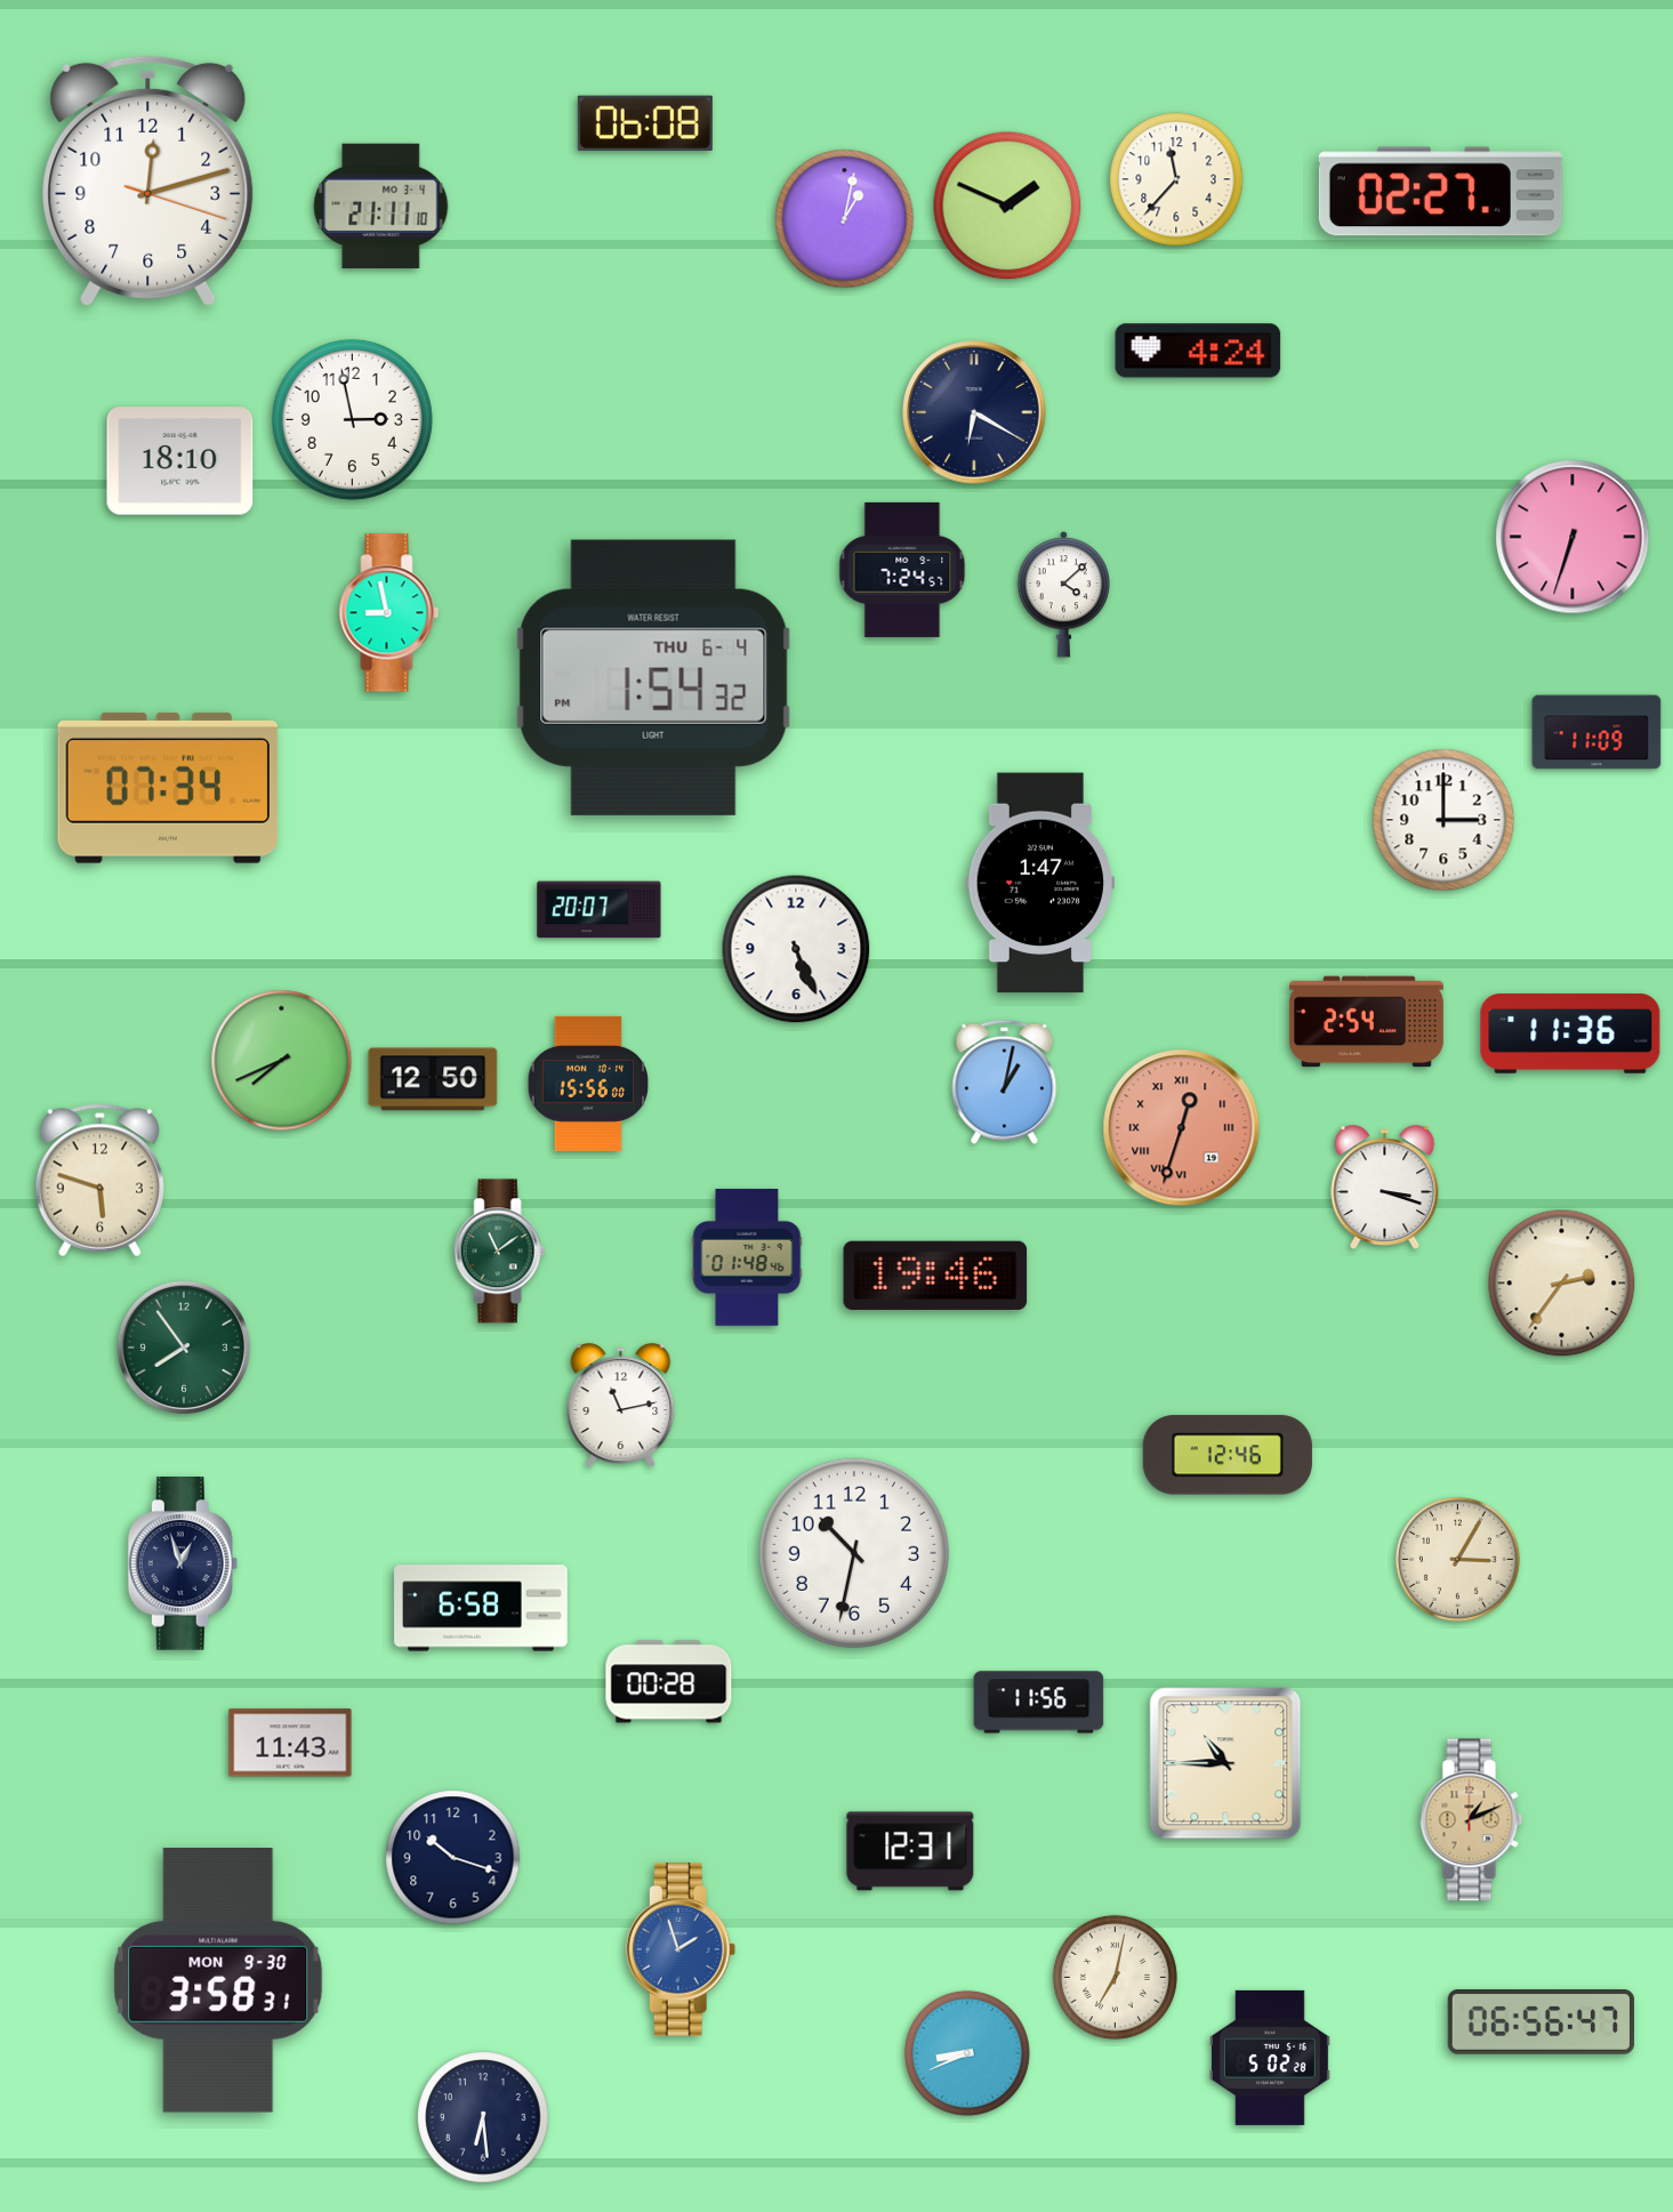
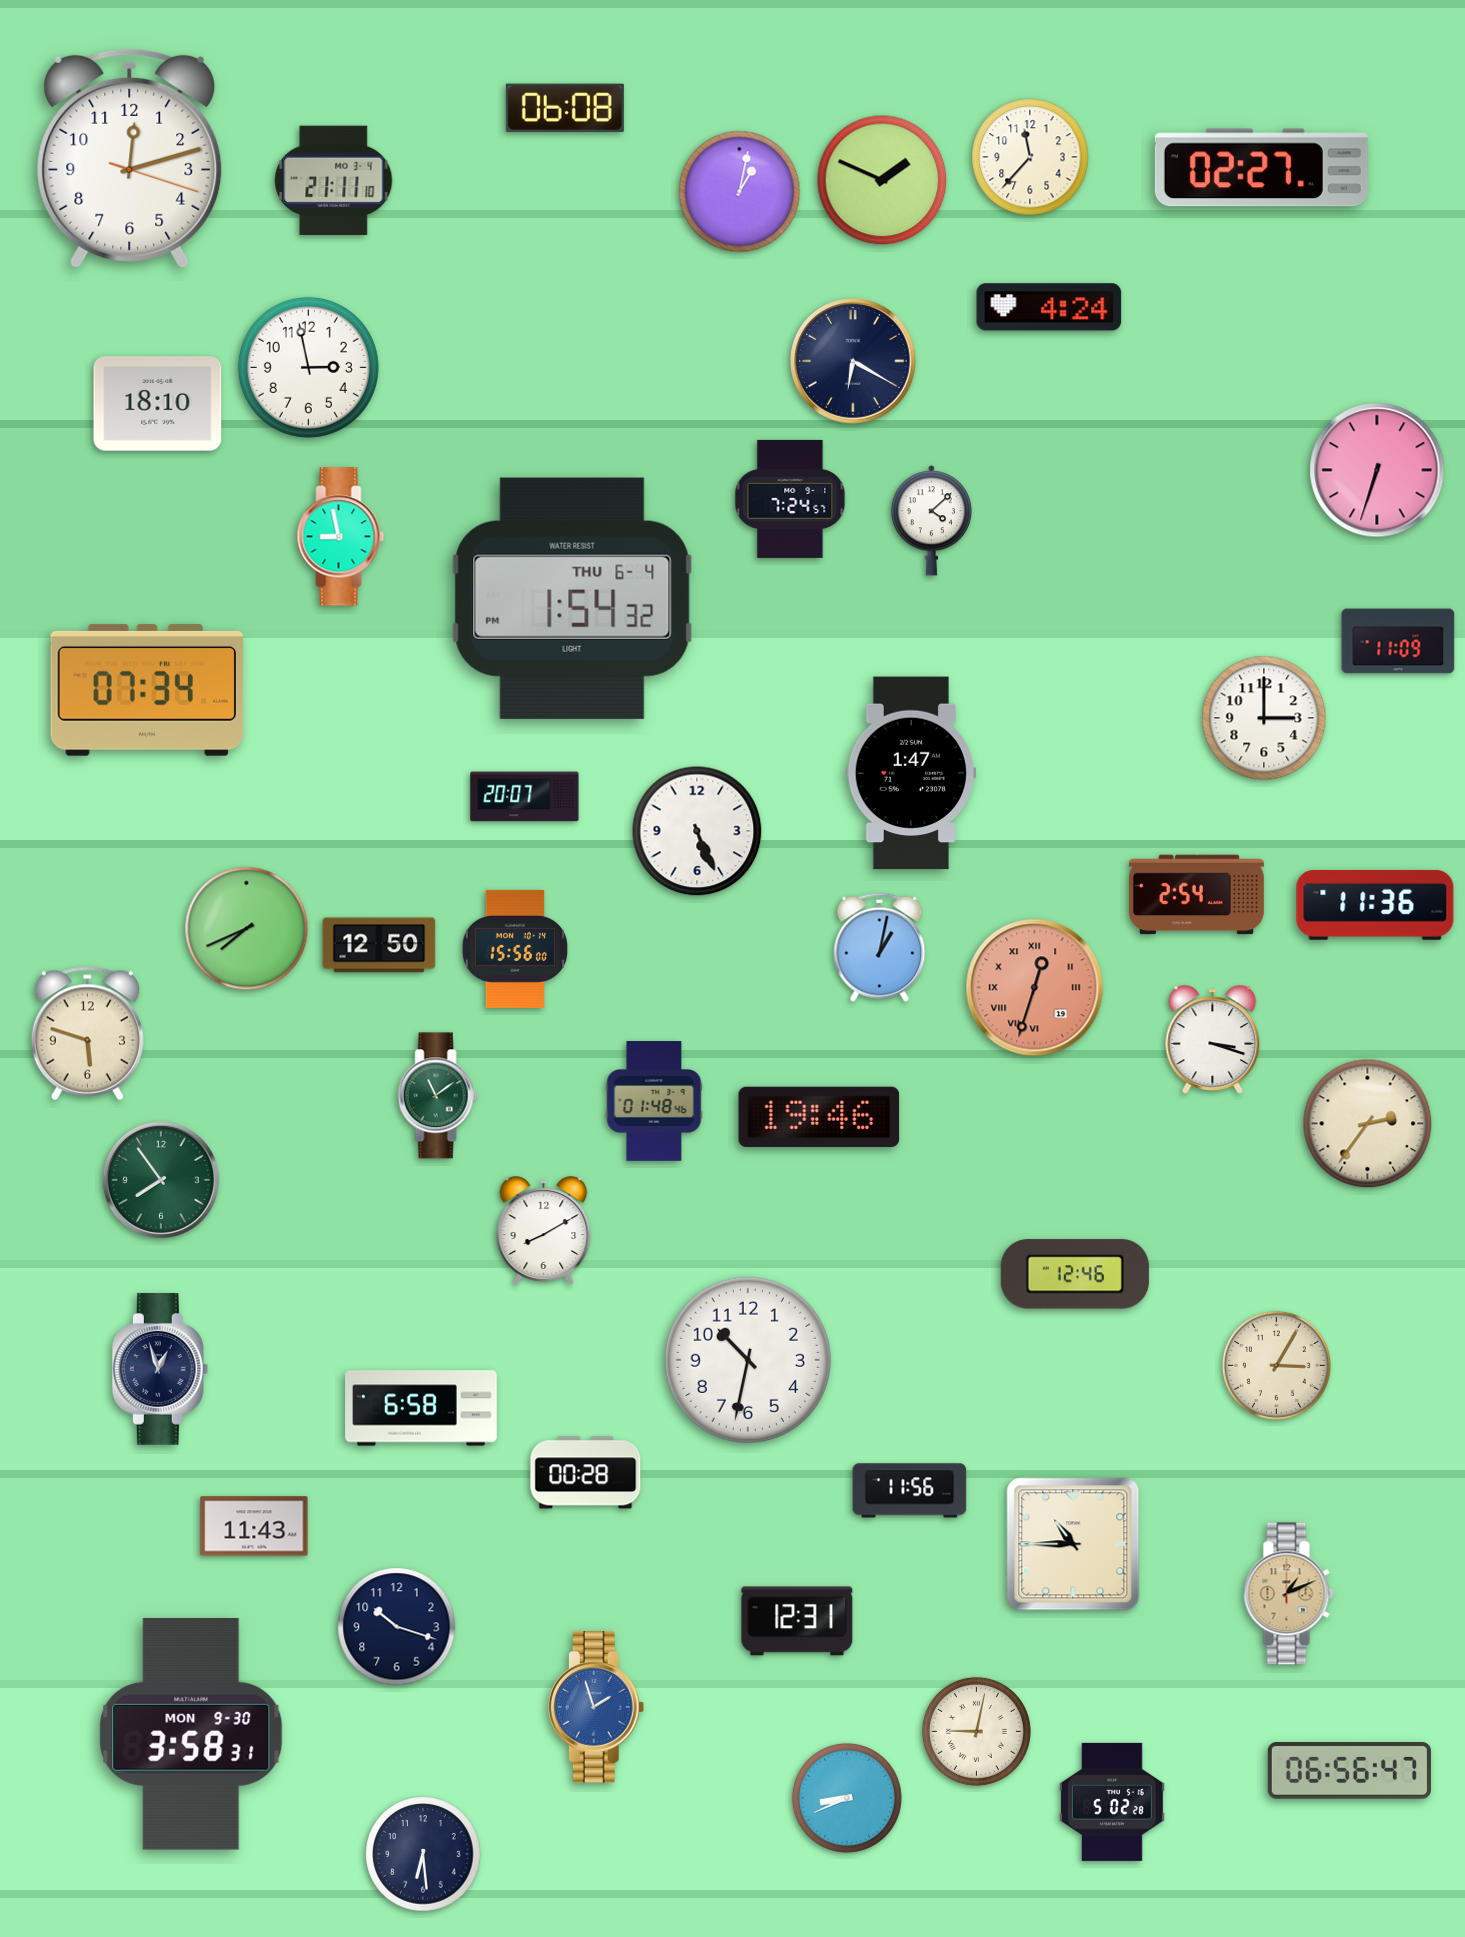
clock at (654, 677) position: (654, 677) -> (573, 598)
clock at (621, 1406): 11:13 -> 8:10
clock at (1115, 1977): 7:02 -> 9:02
